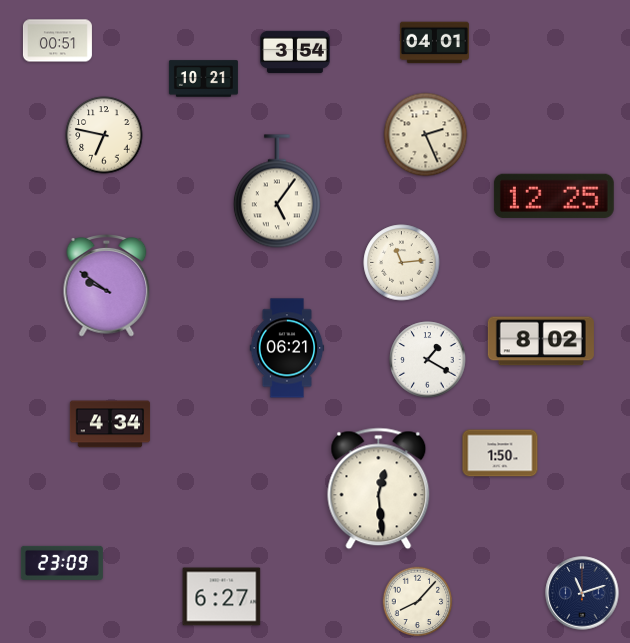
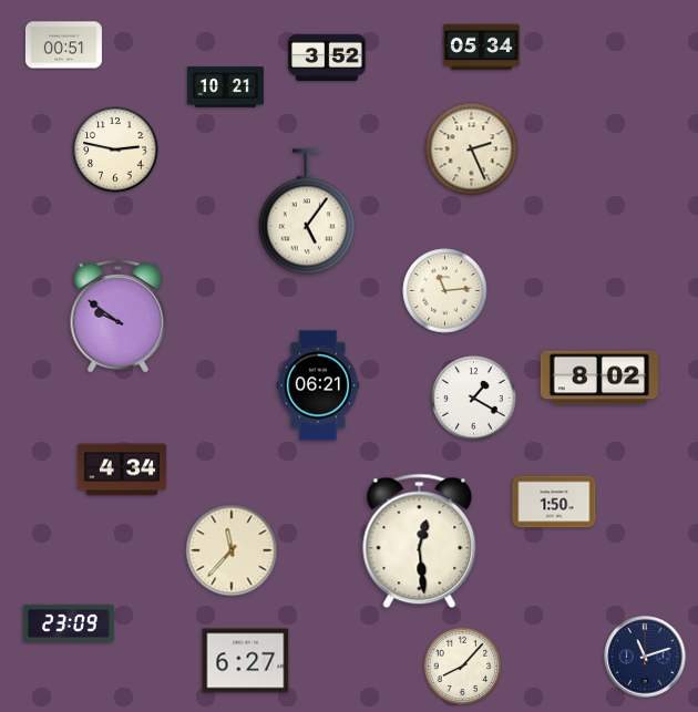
clock at (434, 43): 04:01 -> 05:34
clock at (296, 52): 3:54 -> 3:52
clock at (104, 135): 6:47 -> 2:47
clock at (554, 196): 12:25 -> none
clock at (232, 550): none -> 11:37
